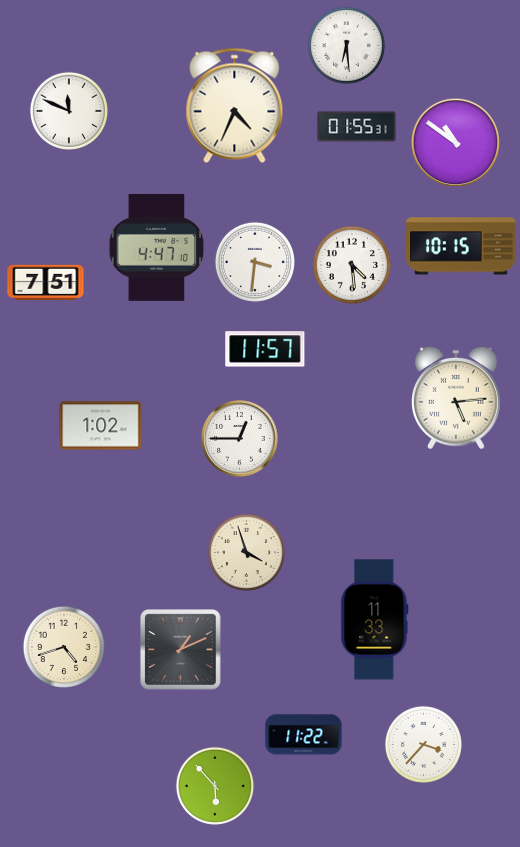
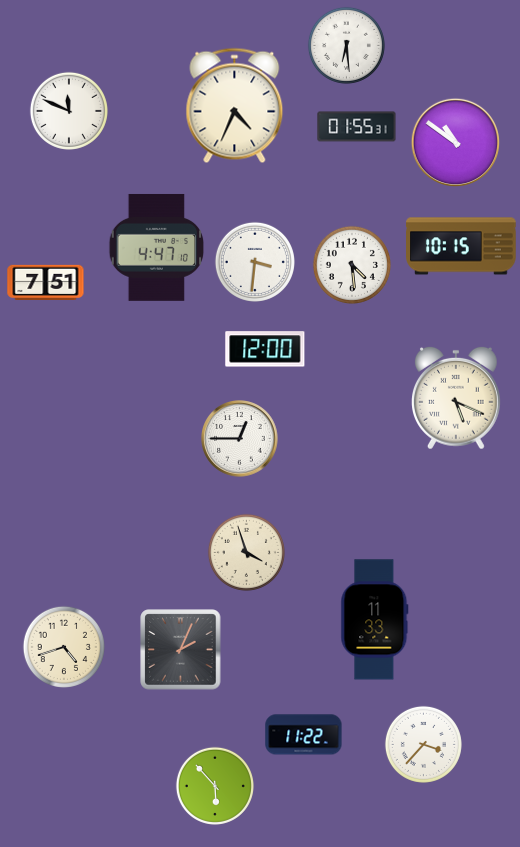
clock at (265, 349): 11:57 -> 12:00
clock at (457, 398): 5:14 -> 5:19
clock at (101, 426): 1:02 -> none
clock at (181, 650): 1:11 -> 2:04
